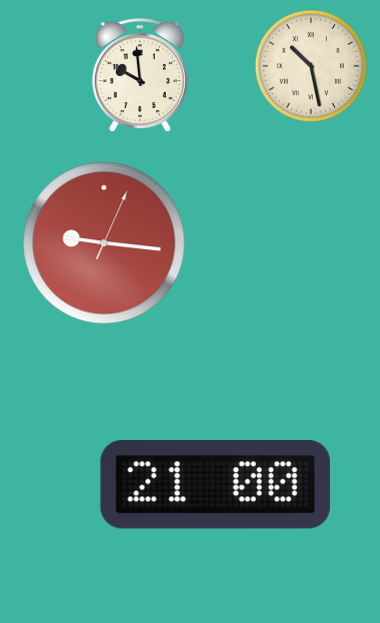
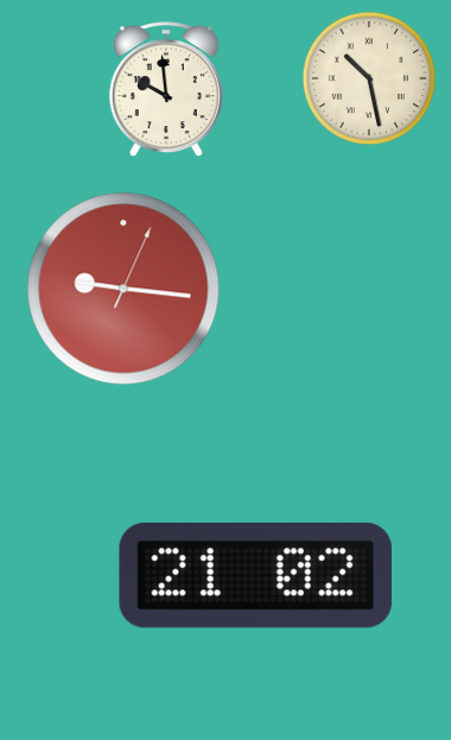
clock at (215, 484): 21:00 -> 21:02
